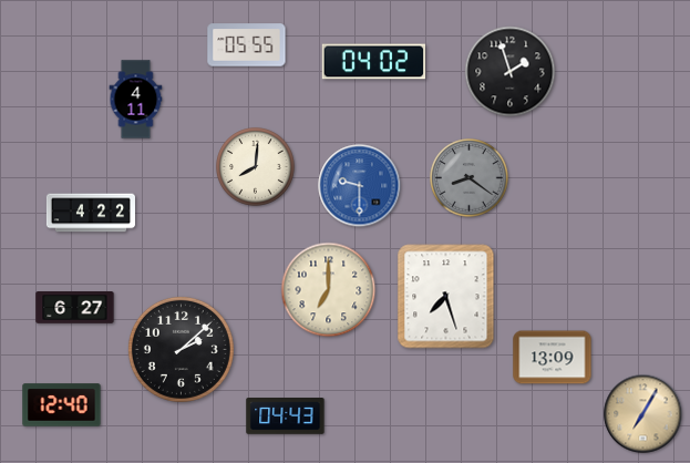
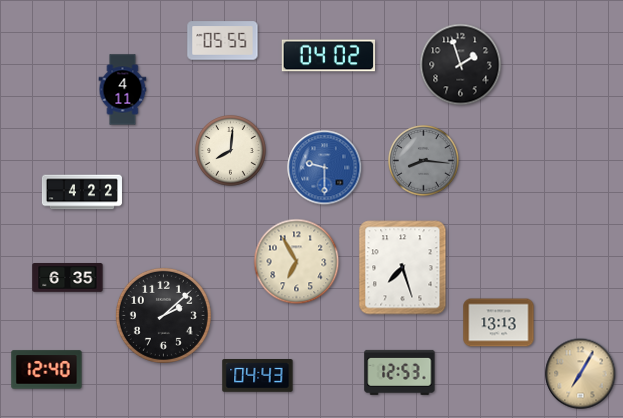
clock at (374, 62) position: (374, 62) -> (329, 56)
clock at (470, 178): 8:21 -> 8:16
clock at (329, 290): 7:00 -> 6:55
clock at (75, 308): 6:27 -> 6:35
clock at (553, 358): 13:09 -> 13:13
clock at (62, 405) position: (62, 405) -> (47, 370)
clock at (400, 372): none -> 12:53
